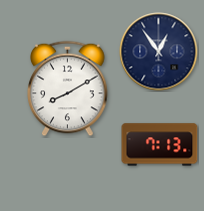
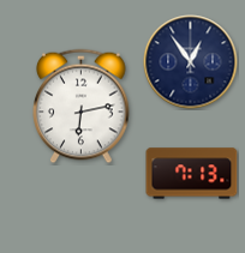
clock at (68, 89): 8:10 -> 6:13
